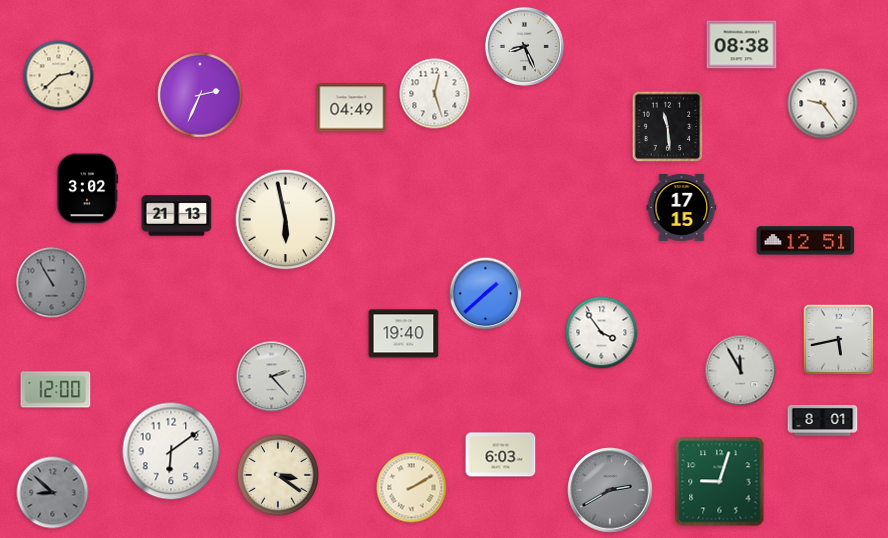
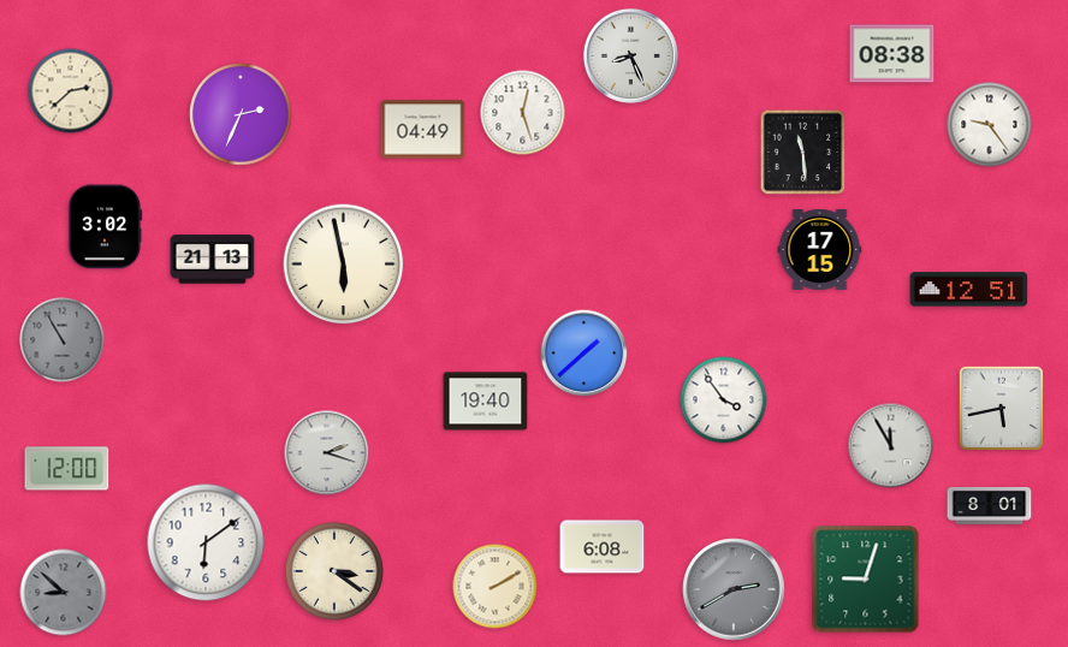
clock at (839, 340) position: (839, 340) -> (1002, 409)
clock at (272, 377): 2:23 -> 2:18
clock at (501, 455): 6:03 -> 6:08
